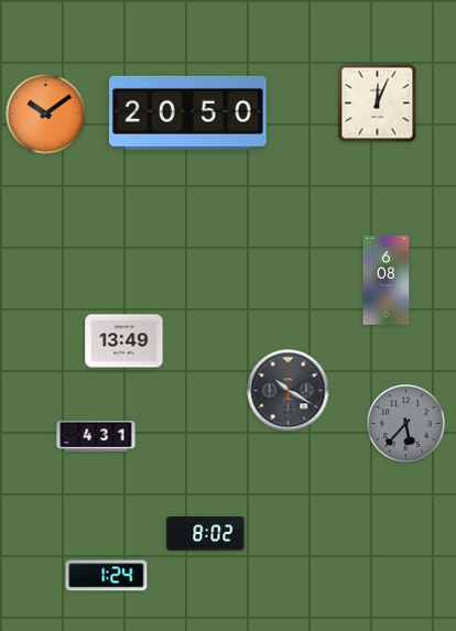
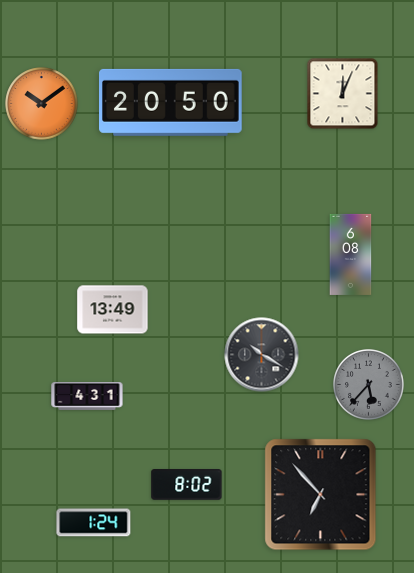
clock at (321, 495): none -> 6:53
clock at (107, 576) position: (107, 576) -> (94, 523)
